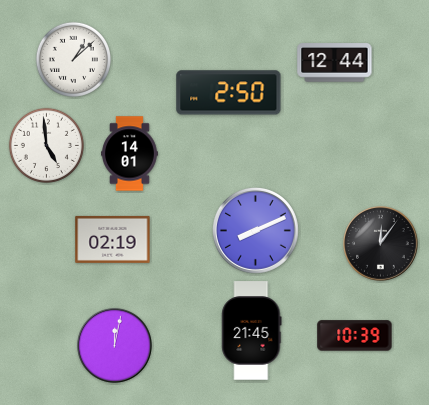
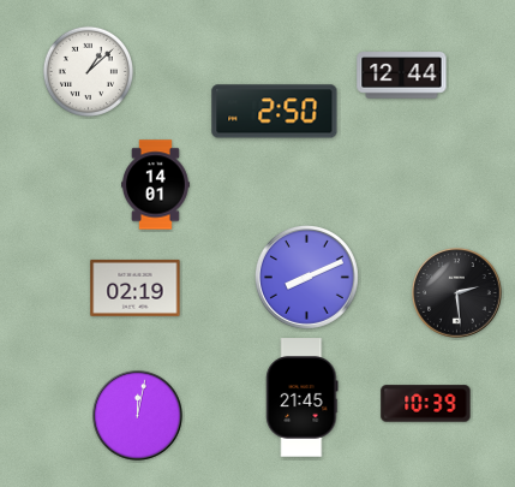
clock at (46, 145): 4:59 -> none
clock at (381, 244): 12:06 -> 2:29
